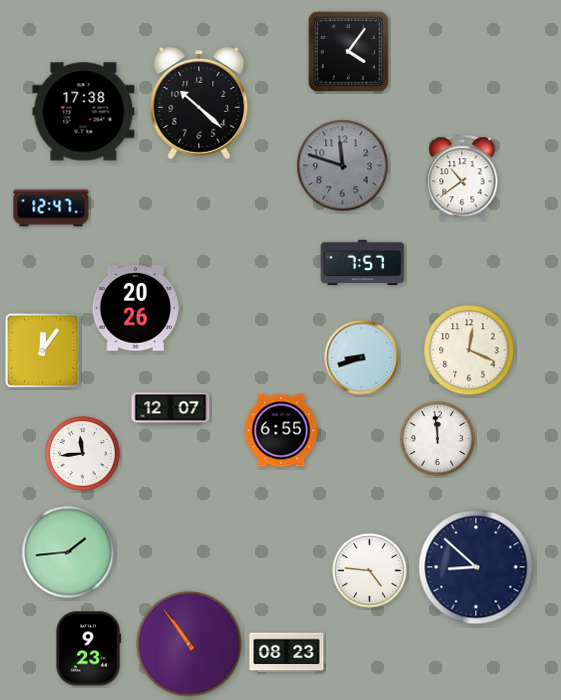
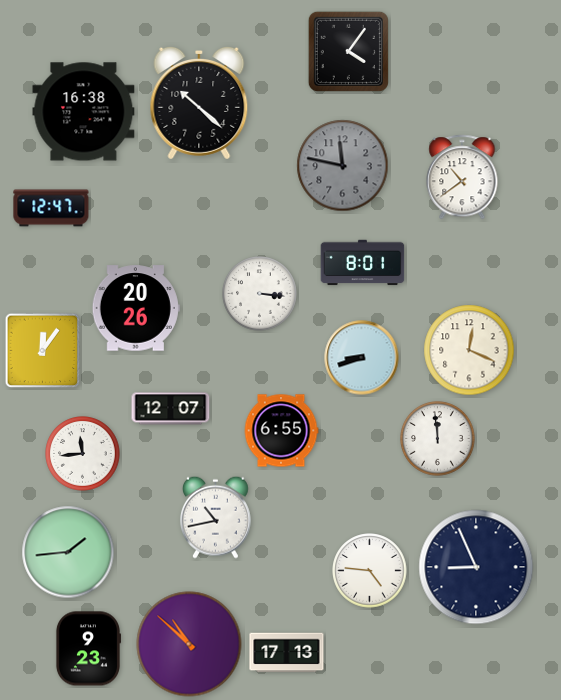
clock at (84, 112): 17:38 -> 16:38
clock at (343, 166): 11:48 -> 11:47
clock at (363, 263): 7:57 -> 8:01
clock at (260, 294): none -> 3:16
clock at (215, 517): none -> 10:43
clock at (476, 567): 8:52 -> 8:56
clock at (189, 644): 10:54 -> 10:52
clock at (287, 653): 08:23 -> 17:13
